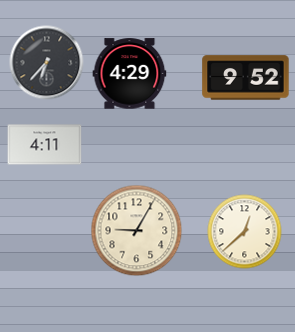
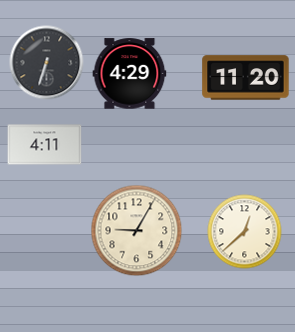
clock at (47, 63): 6:37 -> 6:33
clock at (246, 78): 9:52 -> 11:20
